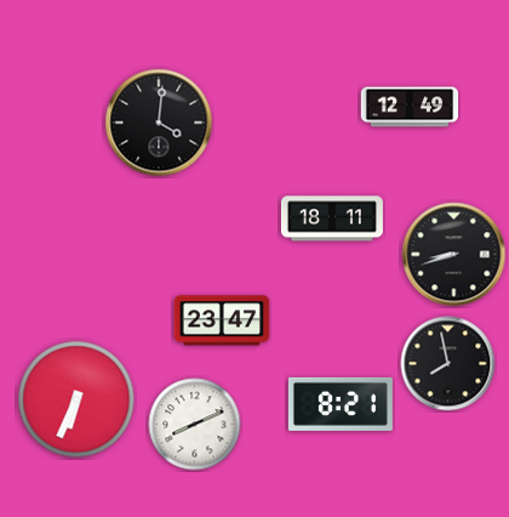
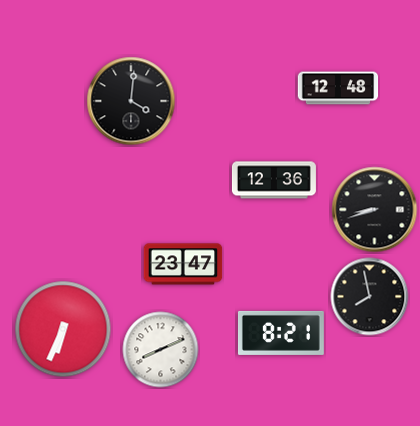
clock at (410, 107): 12:49 -> 12:48
clock at (332, 218): 18:11 -> 12:36
clock at (448, 364) position: (448, 364) -> (370, 297)
